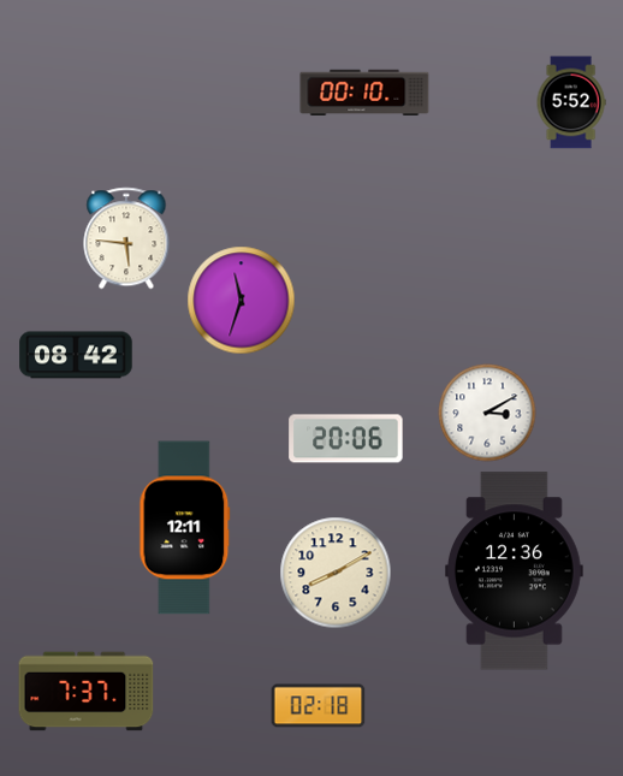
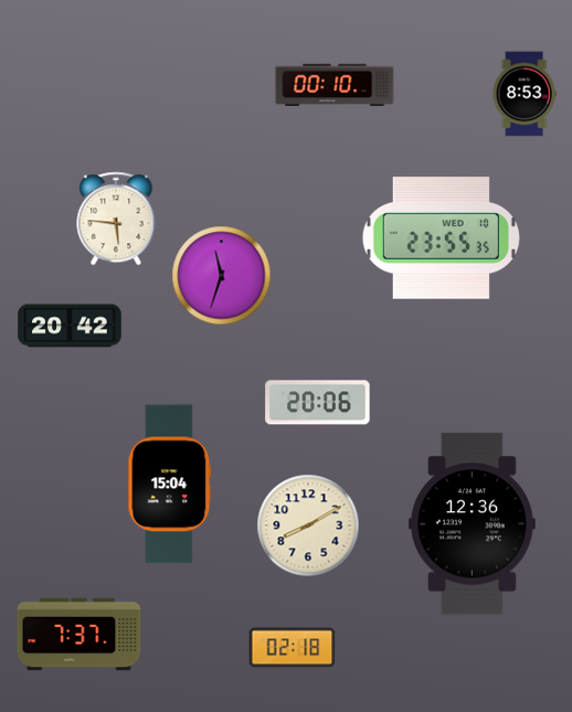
clock at (571, 102): 5:52 -> 8:53
clock at (441, 238): none -> 23:55
clock at (76, 355): 08:42 -> 20:42
clock at (487, 413): 3:10 -> none
clock at (185, 528): 12:11 -> 15:04
